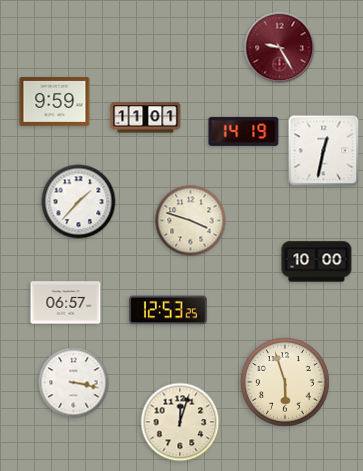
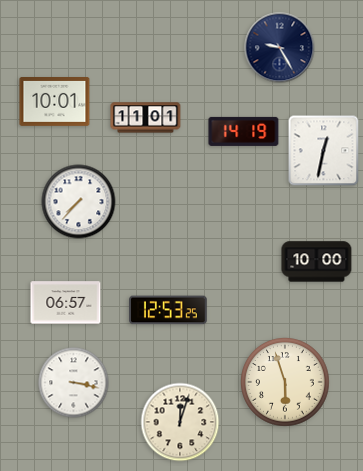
clock at (280, 48) dial: burgundy -> navy
clock at (55, 102): 9:59 -> 10:01
clock at (79, 202): 1:37 -> 7:37
clock at (191, 221): 3:48 -> none
